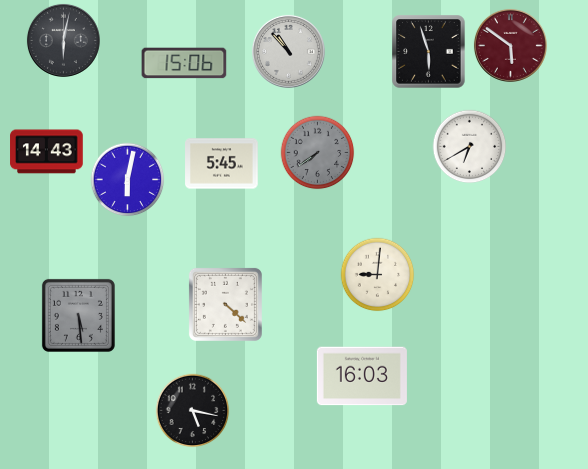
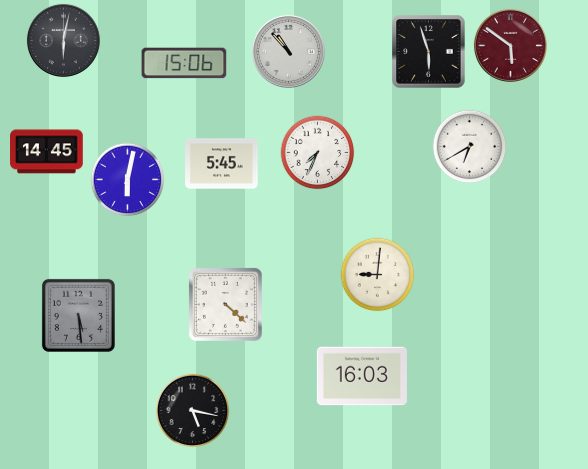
clock at (47, 152): 14:43 -> 14:45
clock at (318, 153): 7:39 -> 7:34
clock at (318, 153) dial: grey -> white
